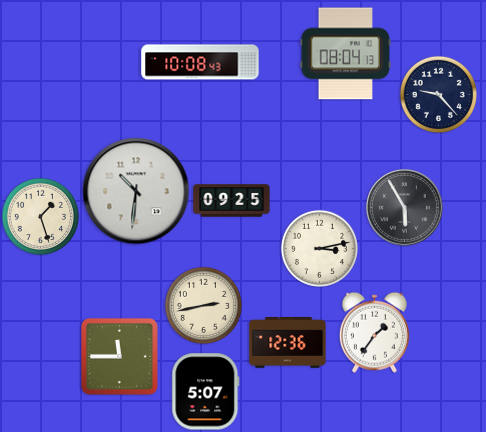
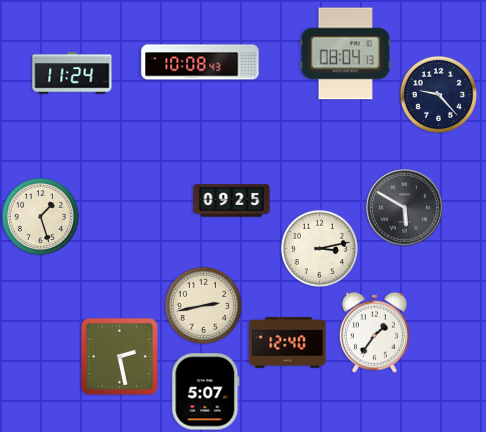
clock at (72, 73): none -> 11:24
clock at (136, 191): 10:31 -> none
clock at (405, 208): 5:55 -> 5:50
clock at (288, 343): 12:36 -> 12:40
clock at (119, 356): 11:45 -> 2:28
